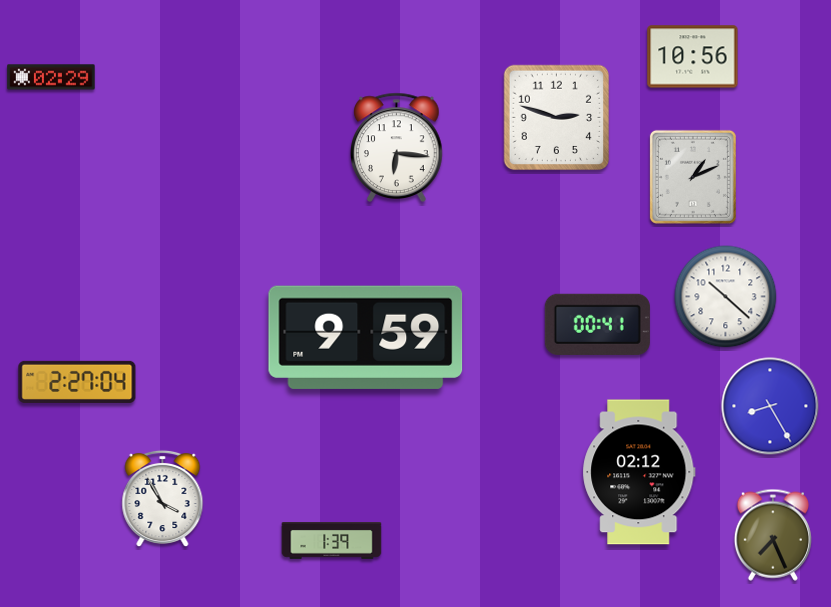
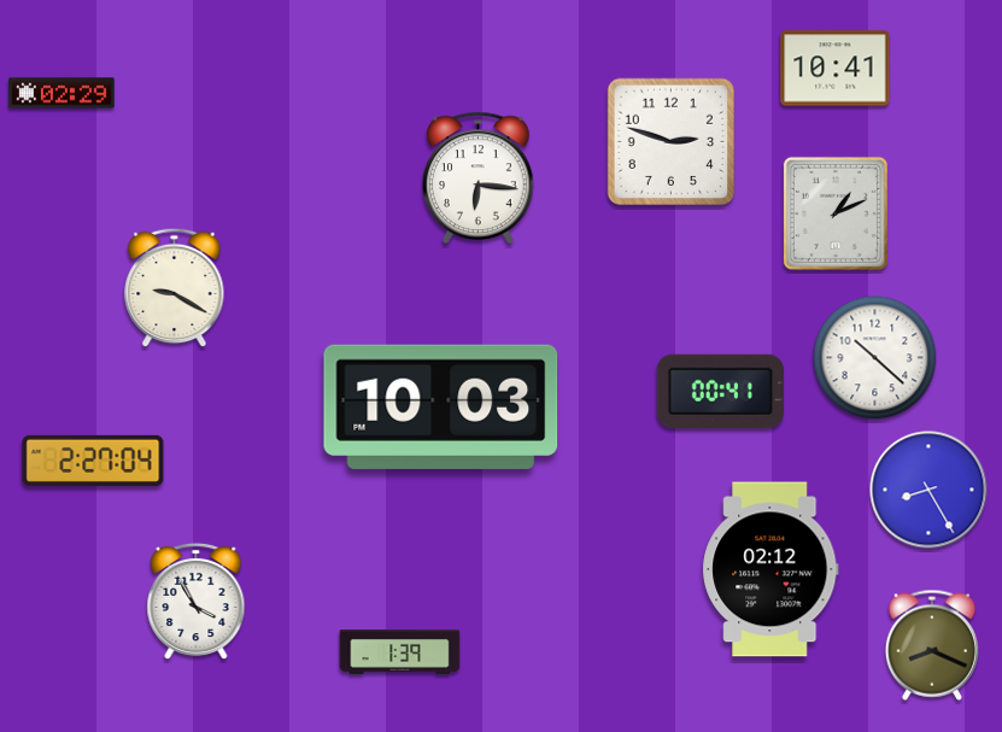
clock at (693, 57): 10:56 -> 10:41
clock at (175, 288): none -> 9:20
clock at (366, 337): 9:59 -> 10:03
clock at (773, 535): 7:26 -> 8:19
